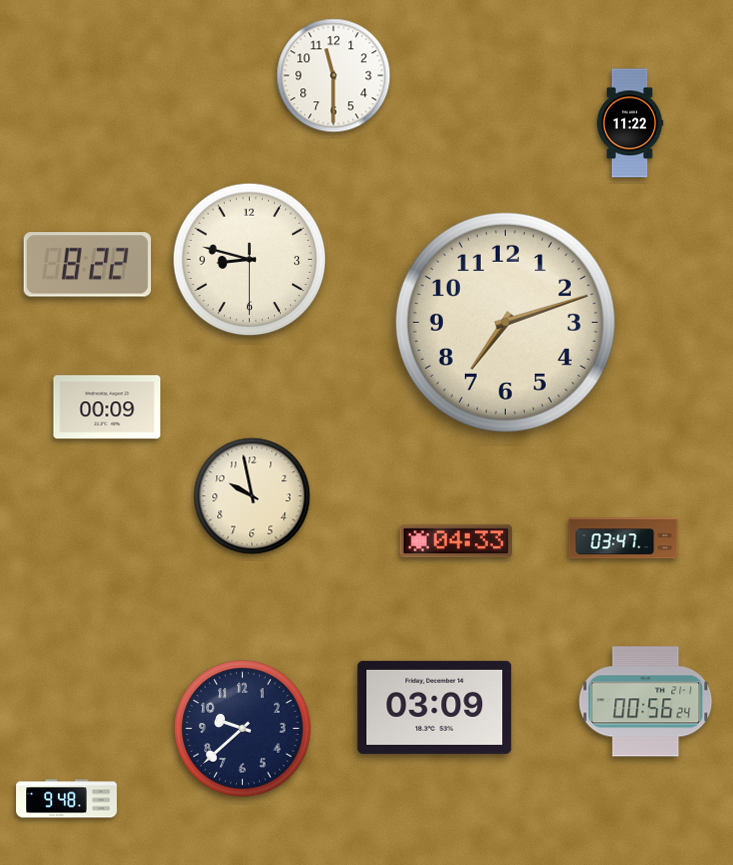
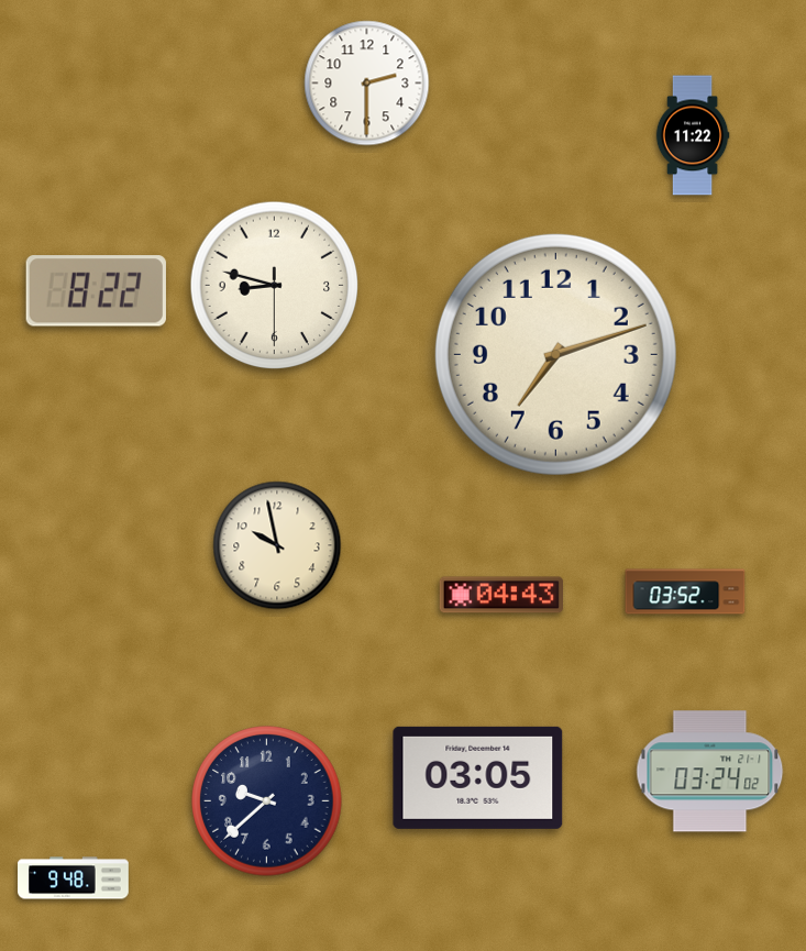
clock at (334, 76): 11:30 -> 2:30
clock at (107, 407): 00:09 -> none
clock at (623, 538): 03:47 -> 03:52
clock at (456, 541): 04:33 -> 04:43
clock at (646, 702): 00:56 -> 03:24
clock at (435, 707): 03:09 -> 03:05
